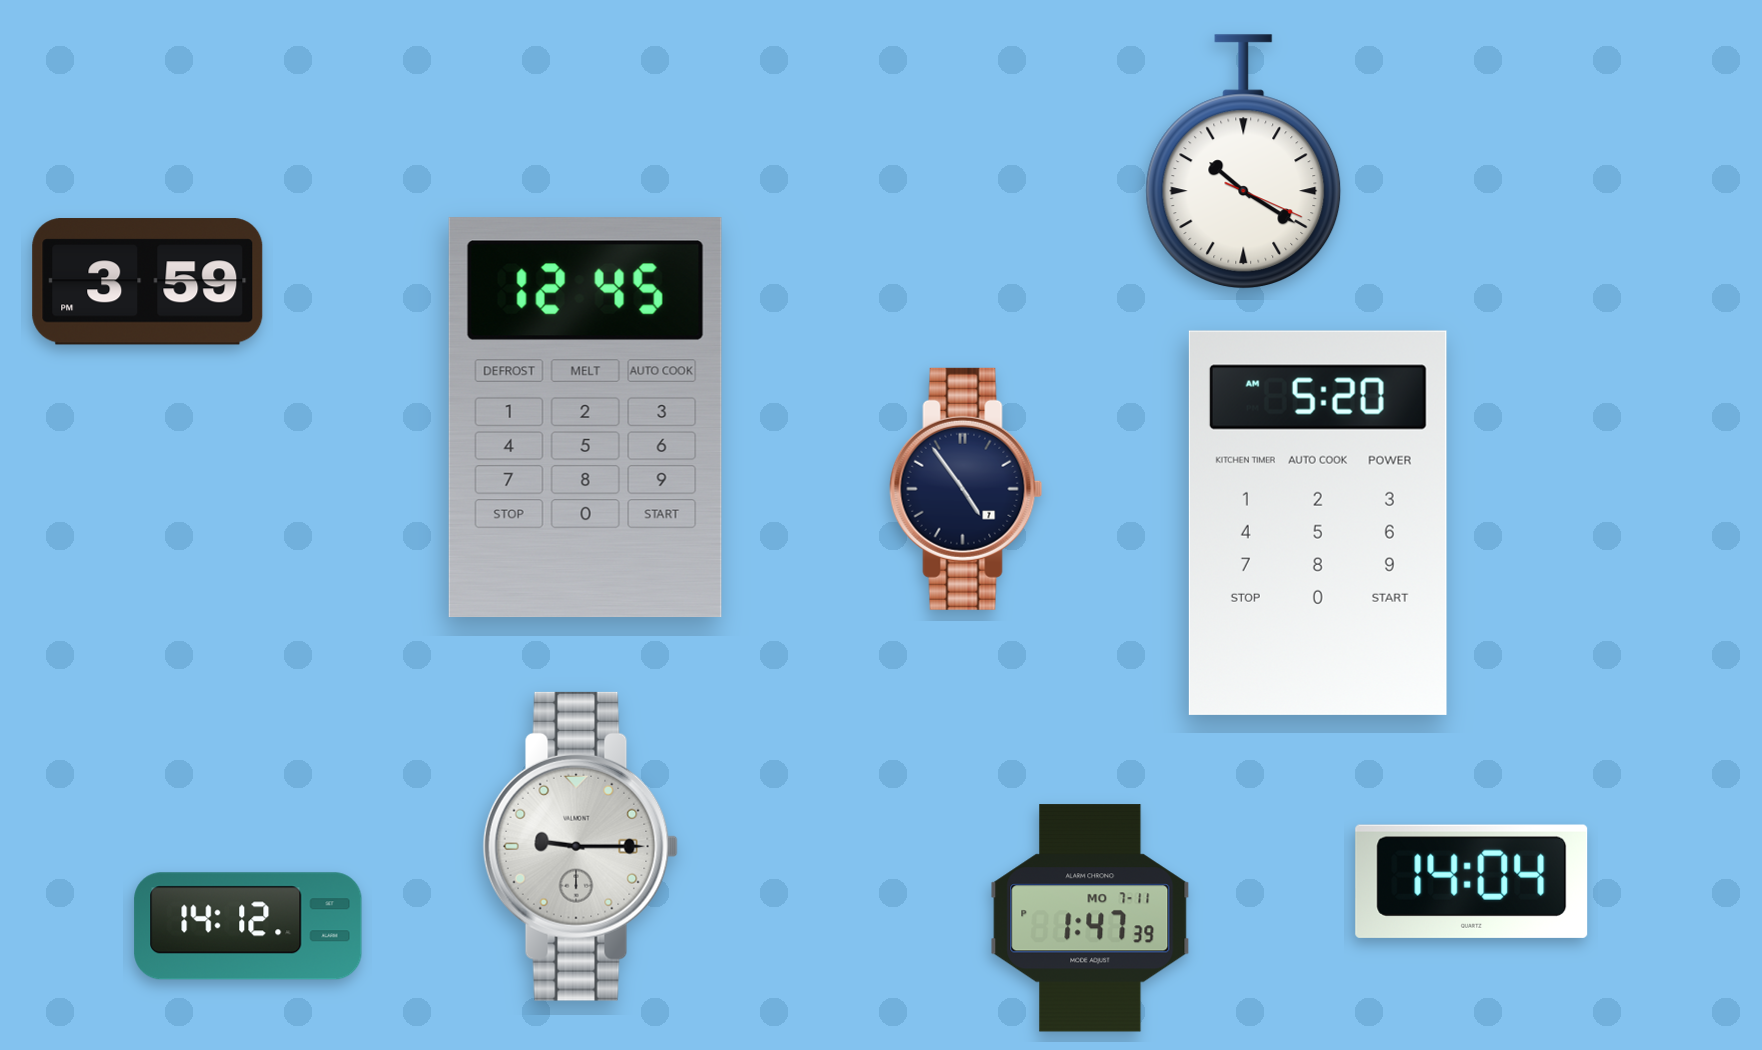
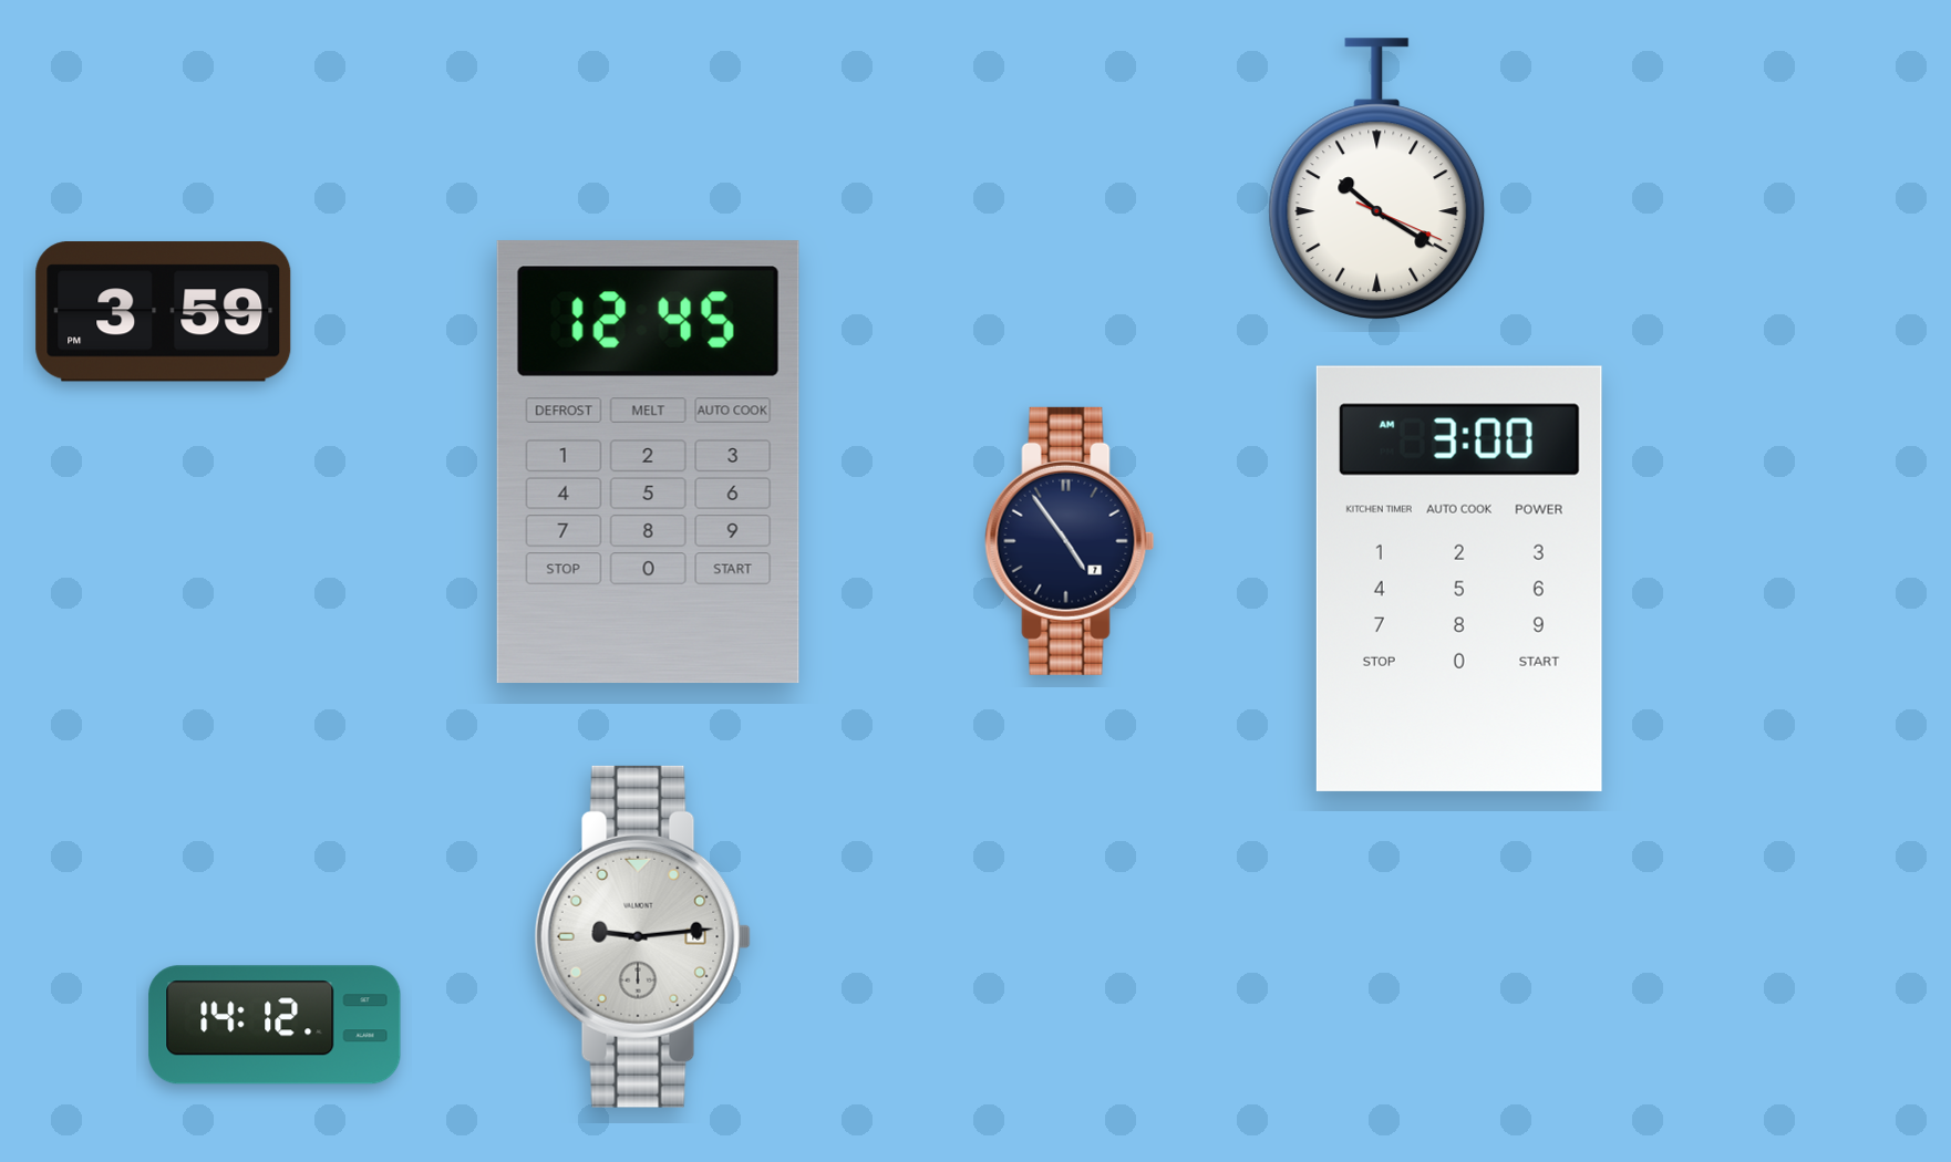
clock at (1318, 523): 5:20 -> 3:00
clock at (580, 846): 9:15 -> 9:14
clock at (1472, 881): 14:04 -> none
clock at (1090, 918): 1:47 -> none
